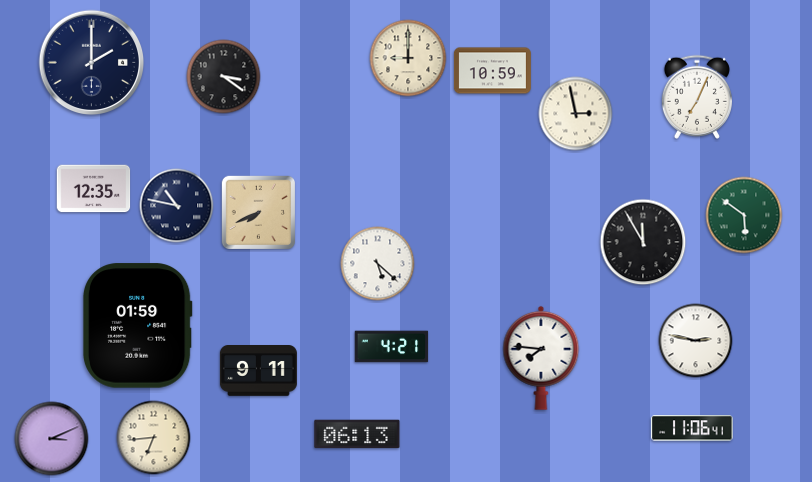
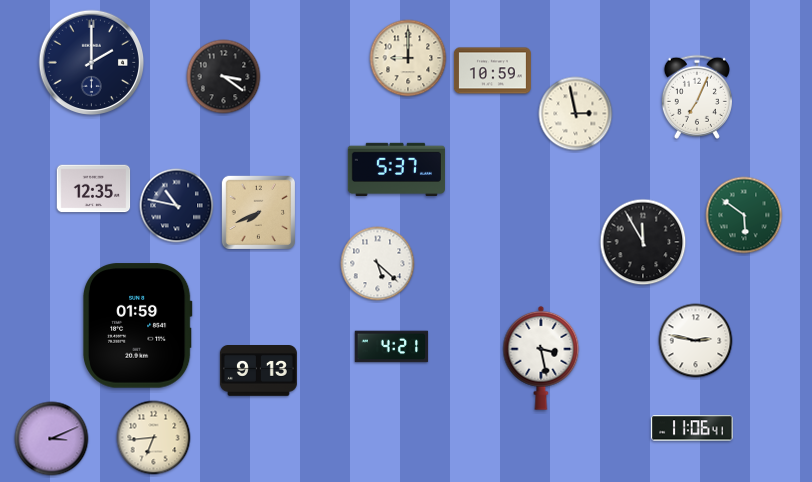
clock at (396, 169): none -> 5:37
clock at (541, 358): 7:46 -> 3:28
clock at (258, 371): 9:11 -> 9:13
clock at (357, 434): 06:13 -> none
